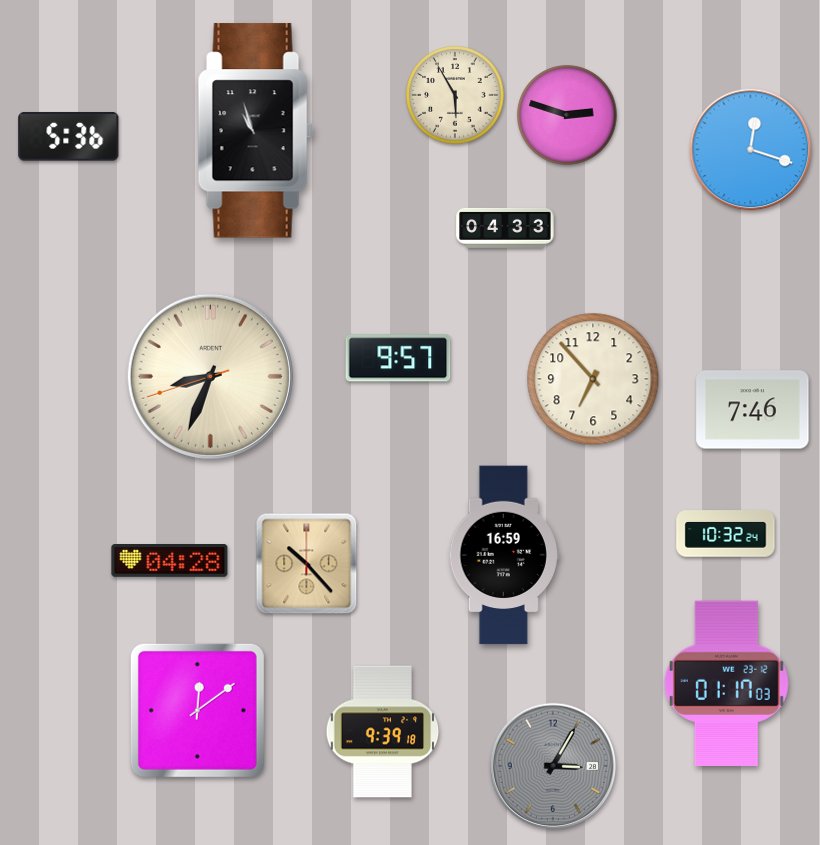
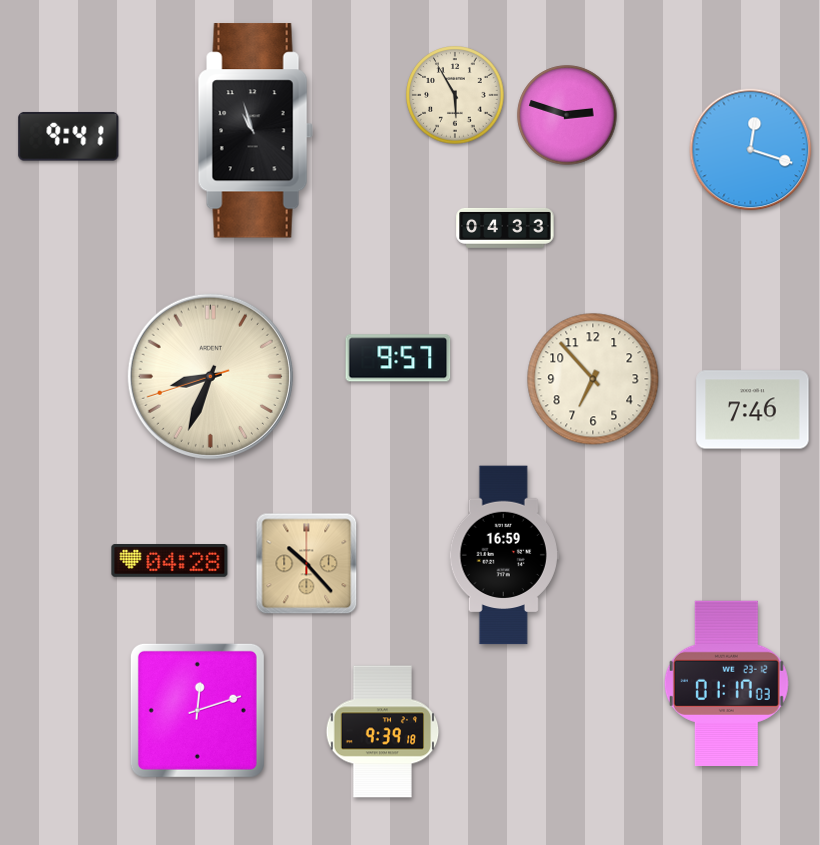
clock at (69, 136): 5:36 -> 9:41
clock at (726, 534): 10:32 -> none
clock at (197, 710): 12:09 -> 12:12
clock at (553, 766): 3:05 -> none
